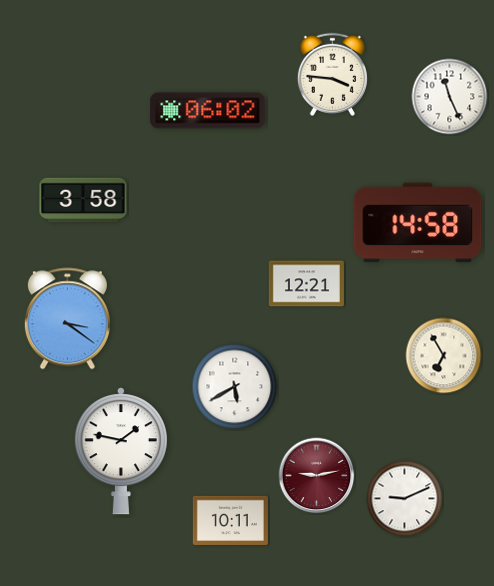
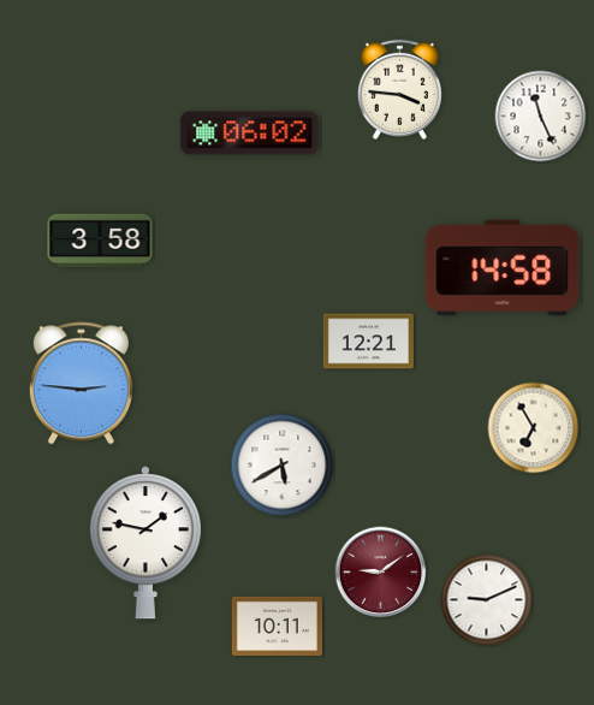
clock at (67, 319): 3:21 -> 2:46
clock at (317, 476): 9:13 -> 9:09
